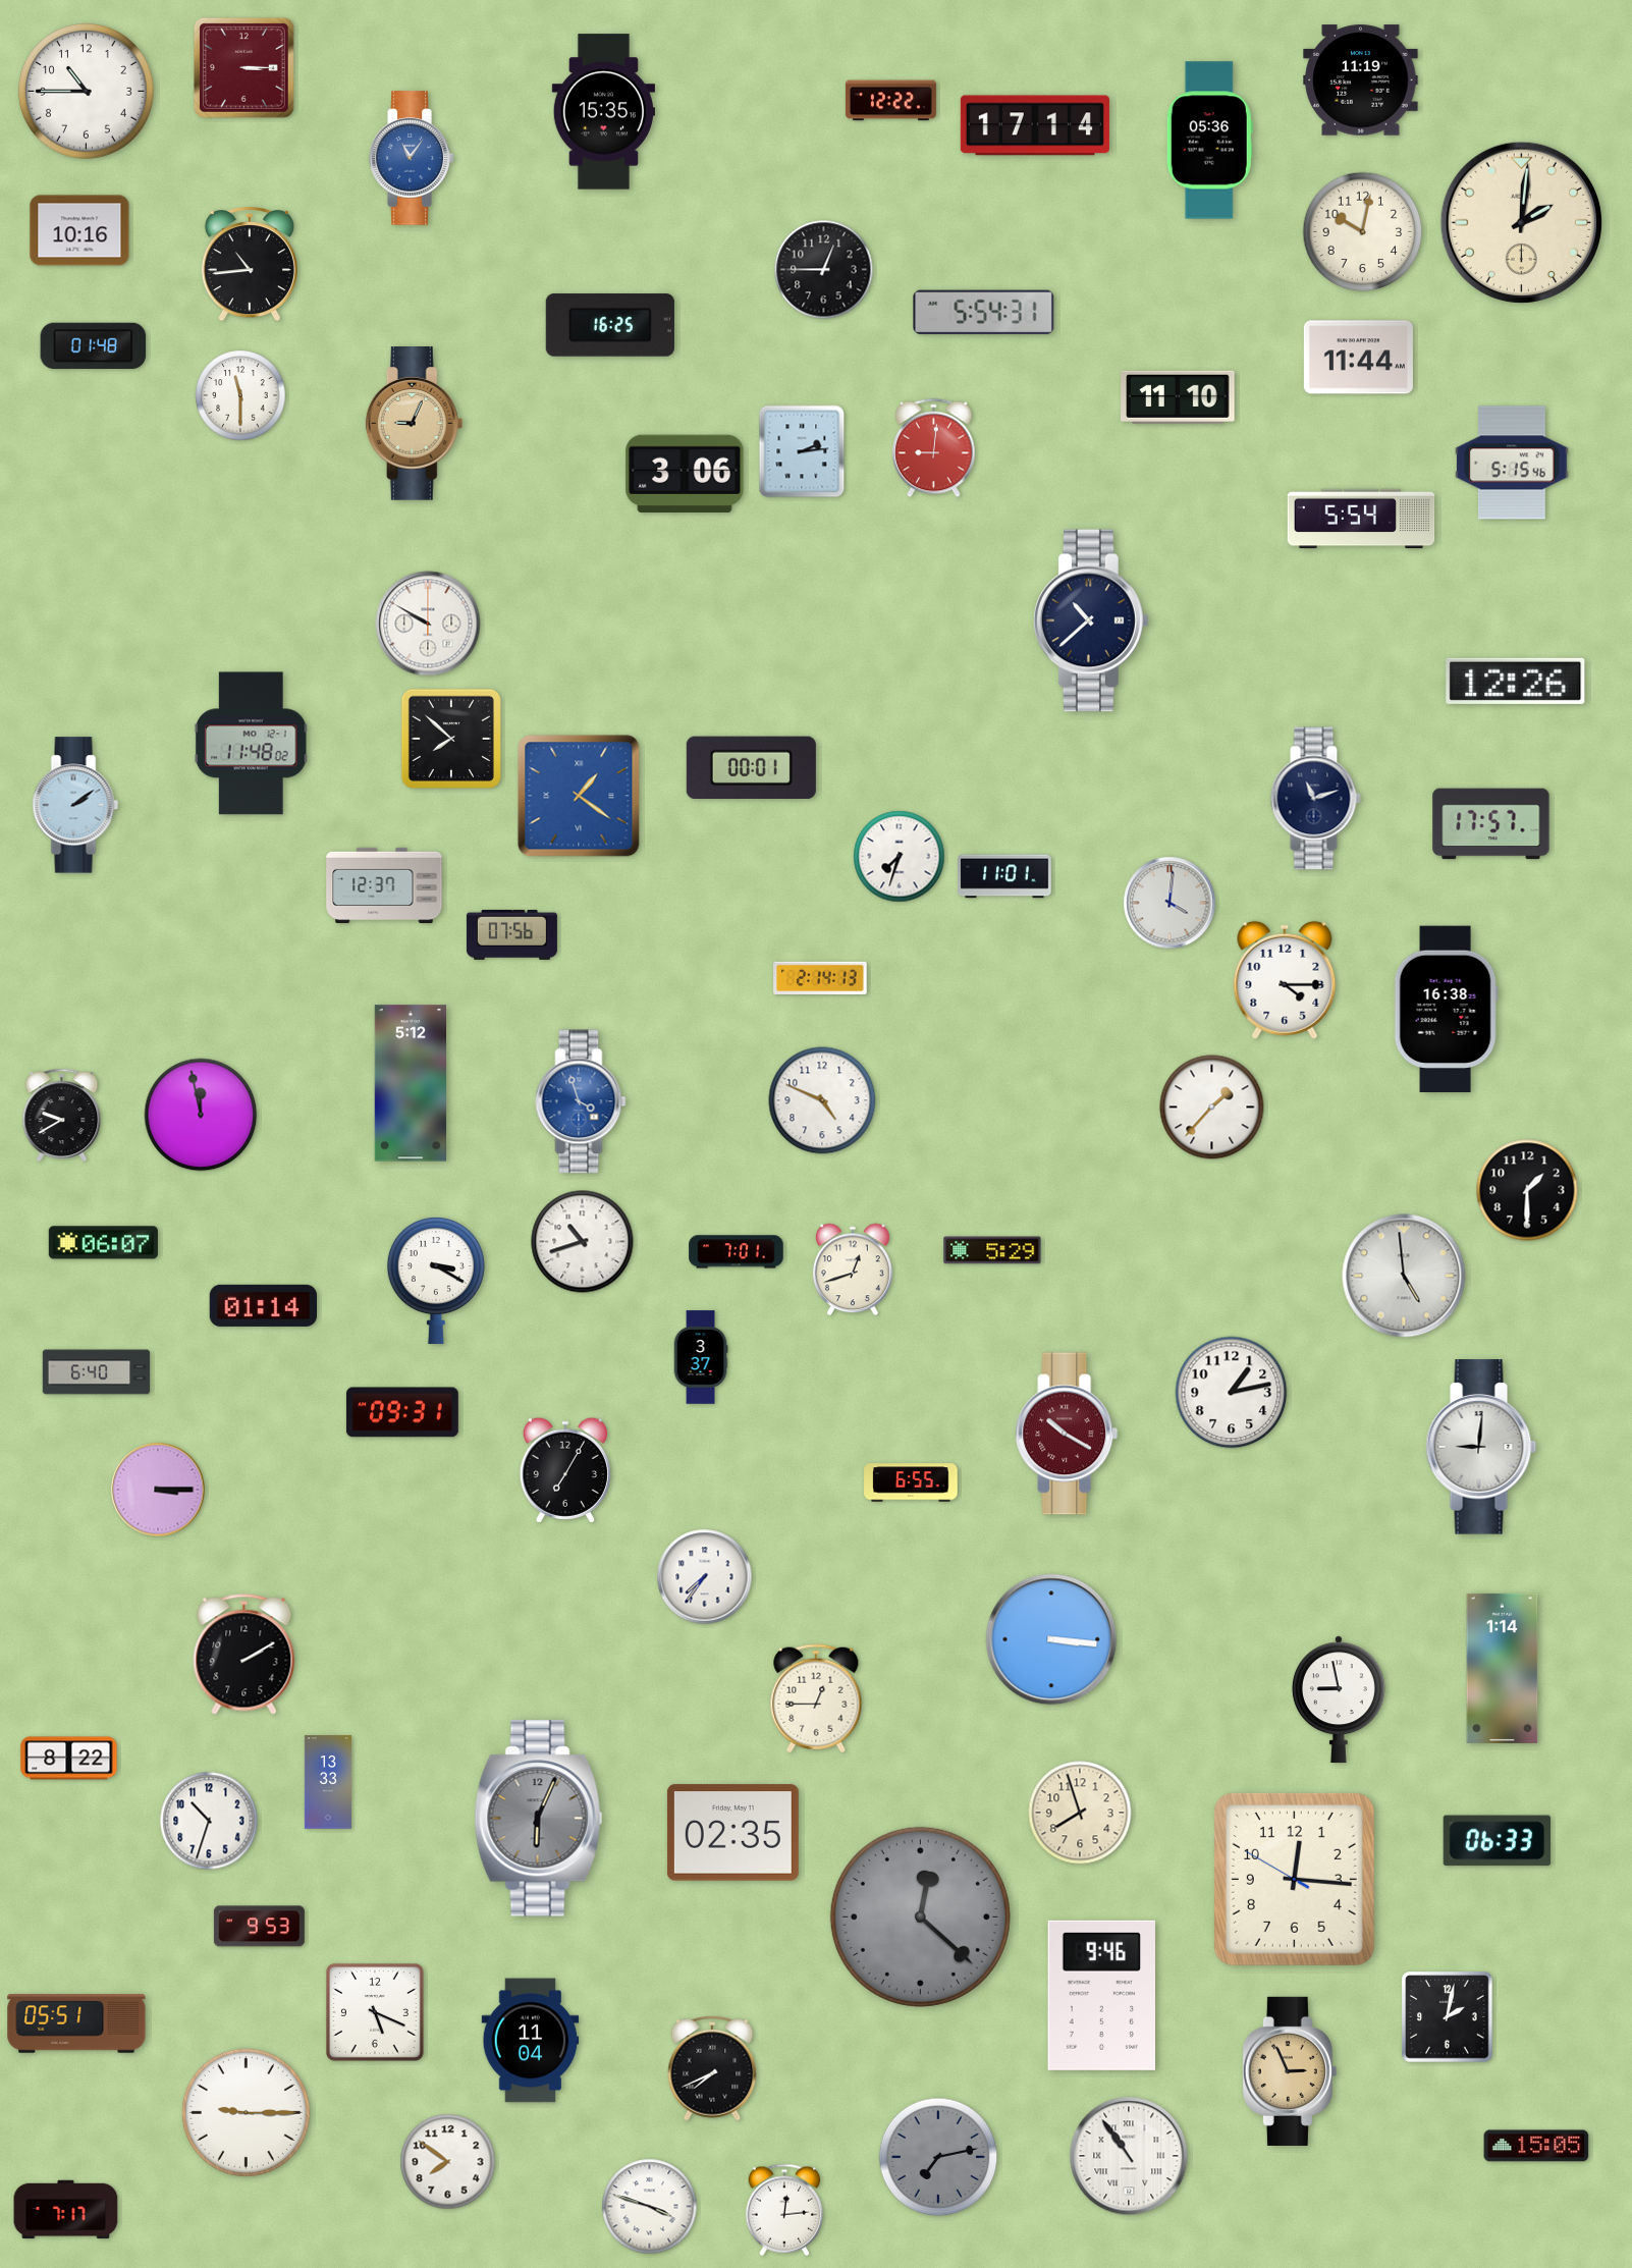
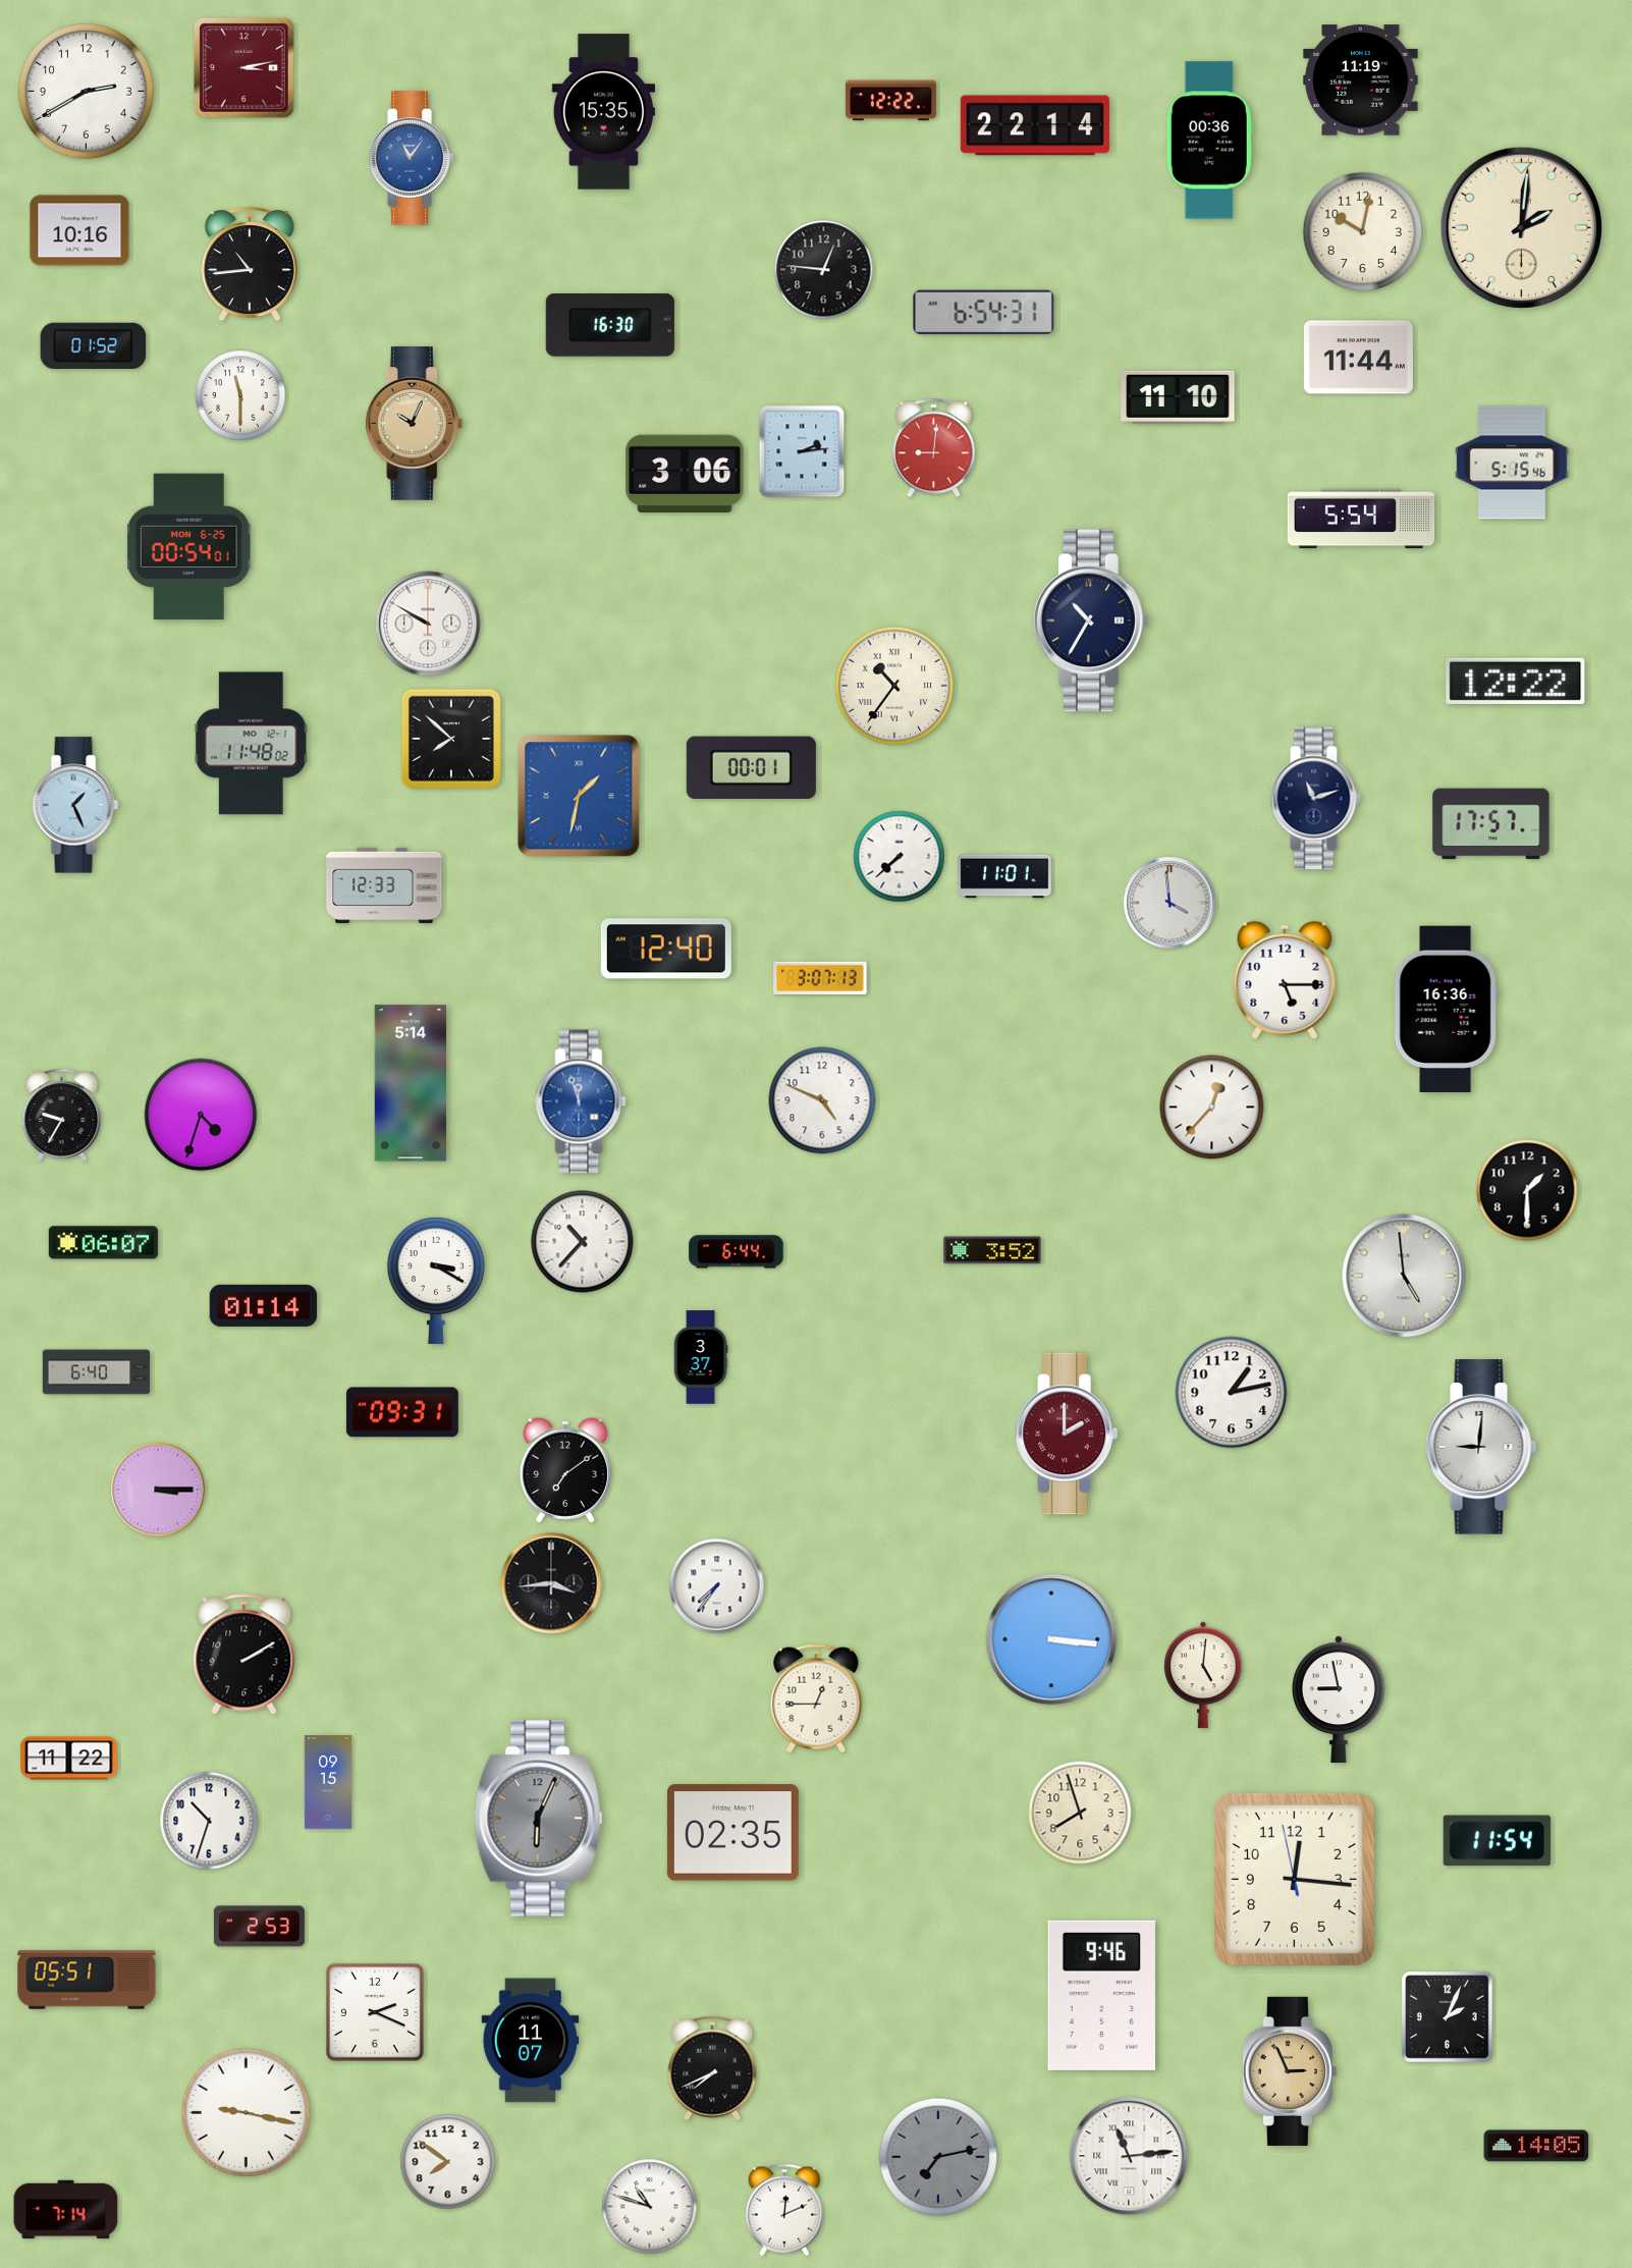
clock at (243, 67): 3:15 -> 3:13
clock at (86, 91): 10:45 -> 2:40
clock at (1035, 125): 17:14 -> 22:14
clock at (1209, 141): 05:36 -> 00:36
clock at (1521, 222) position: (1521, 222) -> (1521, 227)
clock at (824, 270): 12:45 -> 12:46
clock at (984, 313): 5:54 -> 6:54
clock at (610, 325): 16:25 -> 16:30
clock at (94, 345): 01:48 -> 01:52
clock at (415, 424): 9:04 -> 10:04
clock at (188, 547): none -> 00:54
clock at (1091, 620): 10:38 -> 10:35
clock at (1516, 681): 12:26 -> 12:22
clock at (894, 686): none -> 10:36
clock at (579, 796): 1:21 -> 1:32
clock at (75, 805): 2:09 -> 1:26
clock at (900, 857): 7:33 -> 7:38
clock at (384, 885): 12:37 -> 12:33
clock at (1169, 903): 4:01 -> 3:59
clock at (511, 934): 07:56 -> none
clock at (666, 949): none -> 12:40
clock at (820, 977): 2:14 -> 3:07
clock at (1285, 980): 4:15 -> 5:15
clock at (1446, 1010): 16:38 -> 16:36
clock at (411, 1083): 5:12 -> 5:14
clock at (581, 1101): 3:57 -> 11:57
clock at (1212, 1108): 1:37 -> 12:37
clock at (62, 1115): 9:40 -> 9:35
clock at (201, 1115): 11:58 -> 4:33
clock at (583, 1242): 10:42 -> 10:37
clock at (992, 1250): 5:29 -> 3:52
clock at (737, 1252): 7:01 -> 6:44
clock at (854, 1270): 12:42 -> none
clock at (1067, 1434): 10:20 -> 2:00
clock at (565, 1470): 7:05 -> 7:09
clock at (911, 1482): 6:55 -> none
clock at (705, 1577) position: (705, 1577) -> (717, 1586)
clock at (551, 1583): none -> 3:44
clock at (1503, 1668): 1:14 -> none
clock at (1203, 1675): none -> 5:01
clock at (69, 1759): 8:22 -> 11:22
clock at (328, 1782): 13:33 -> 09:15
clock at (1497, 1841): 06:33 -> 11:54
clock at (1294, 1879): 12:15:50 -> 12:15:58
clock at (920, 1916): 12:22 -> none
clock at (259, 1927): 9:53 -> 2:53
clock at (375, 2012): 5:19 -> 2:19
clock at (1448, 2017): 2:02 -> 2:04
clock at (76, 2023) position: (76, 2023) -> (87, 1980)
clock at (531, 2041): 11:04 -> 11:07
clock at (246, 2112): 9:15 -> 9:17
clock at (1536, 2146): 15:05 -> 14:05
clock at (1129, 2156): 10:54 -> 11:14
clock at (650, 2207): 3:48 -> 10:48
clock at (66, 2210): 7:17 -> 7:14
clock at (784, 2210): 12:14 -> 12:11
